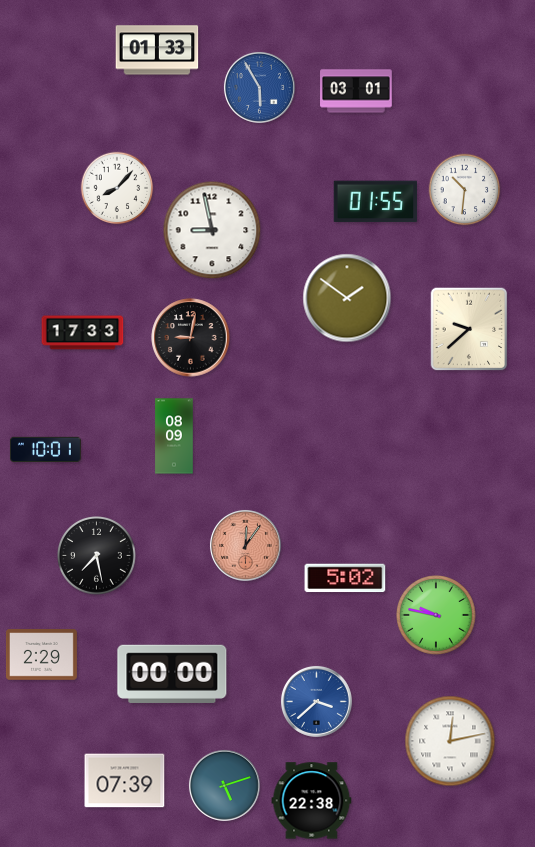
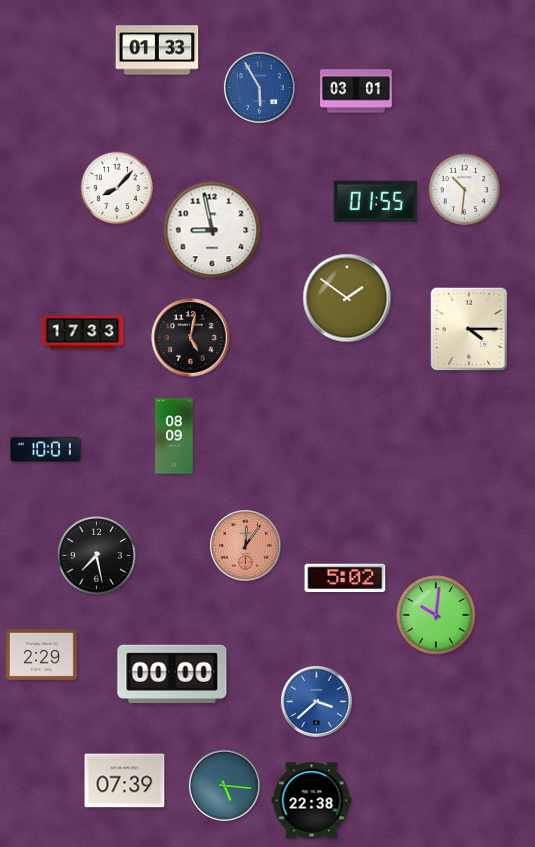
clock at (469, 329): 9:38 -> 4:15
clock at (191, 338): 9:02 -> 5:02
clock at (436, 615): 9:47 -> 10:01
clock at (450, 741): 12:13 -> none
clock at (224, 785): 5:12 -> 5:16
